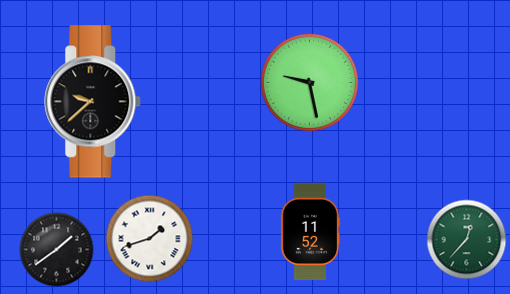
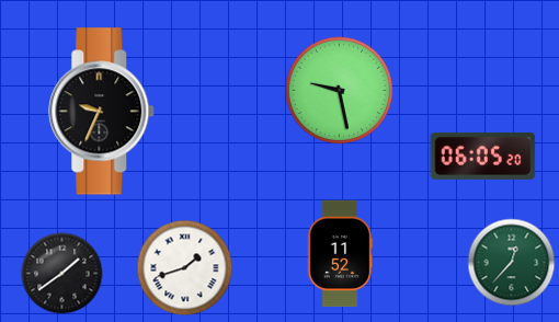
clock at (93, 102): 9:38 -> 9:34
clock at (483, 156): none -> 06:05
clock at (150, 239) position: (150, 239) -> (185, 268)
